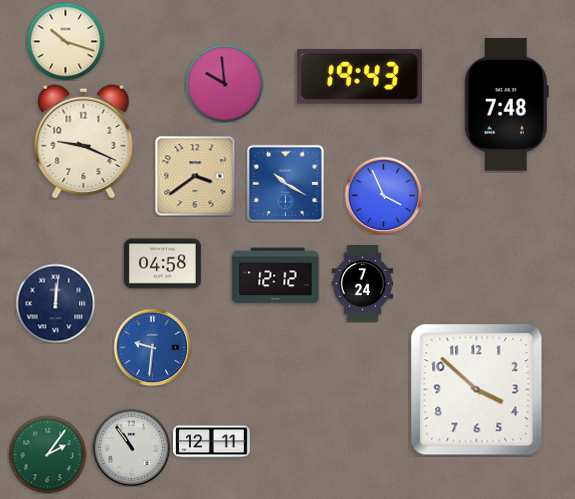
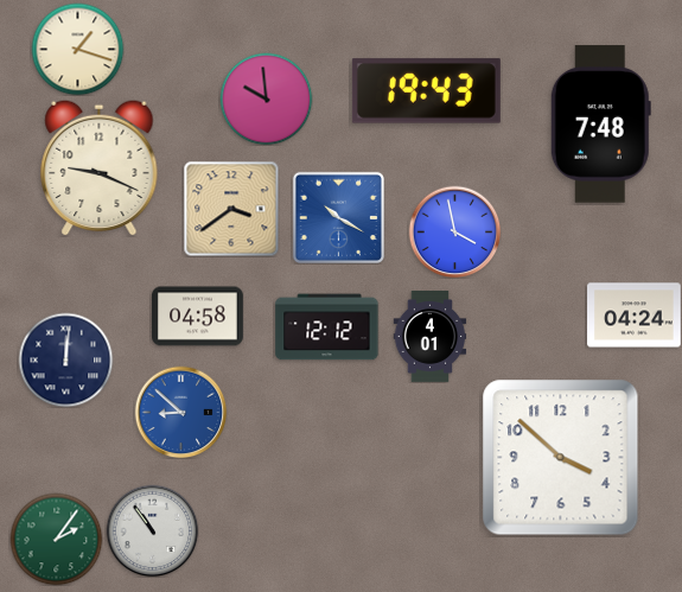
clock at (65, 41): 10:18 -> 1:18
clock at (383, 195): 3:56 -> 3:58
clock at (162, 264) position: (162, 264) -> (197, 317)
clock at (635, 316): none -> 04:24
clock at (363, 284): 7:24 -> 4:01
clock at (152, 347): 9:31 -> 8:52
clock at (477, 390) position: (477, 390) -> (561, 458)
clock at (211, 442): 12:11 -> none
clock at (131, 447) position: (131, 447) -> (152, 530)
